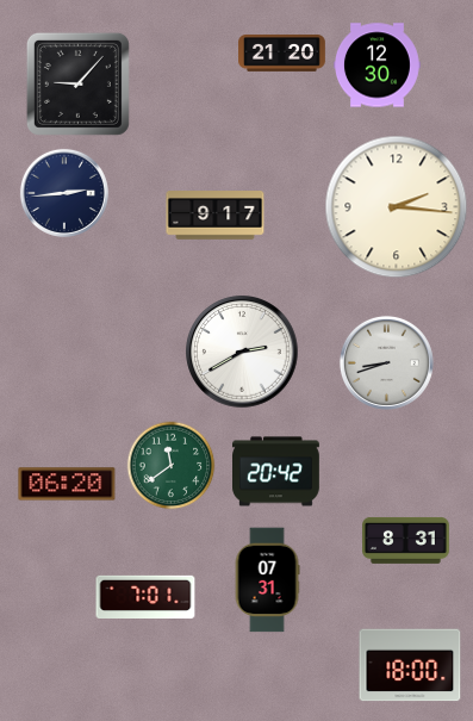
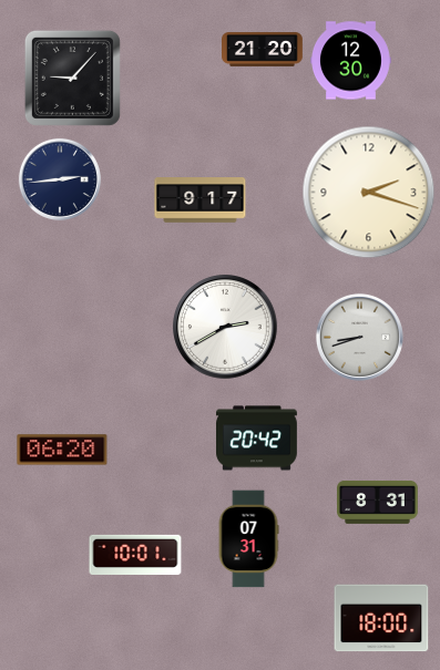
clock at (397, 207): 2:16 -> 2:18
clock at (172, 466): 11:39 -> none
clock at (145, 596): 7:01 -> 10:01
